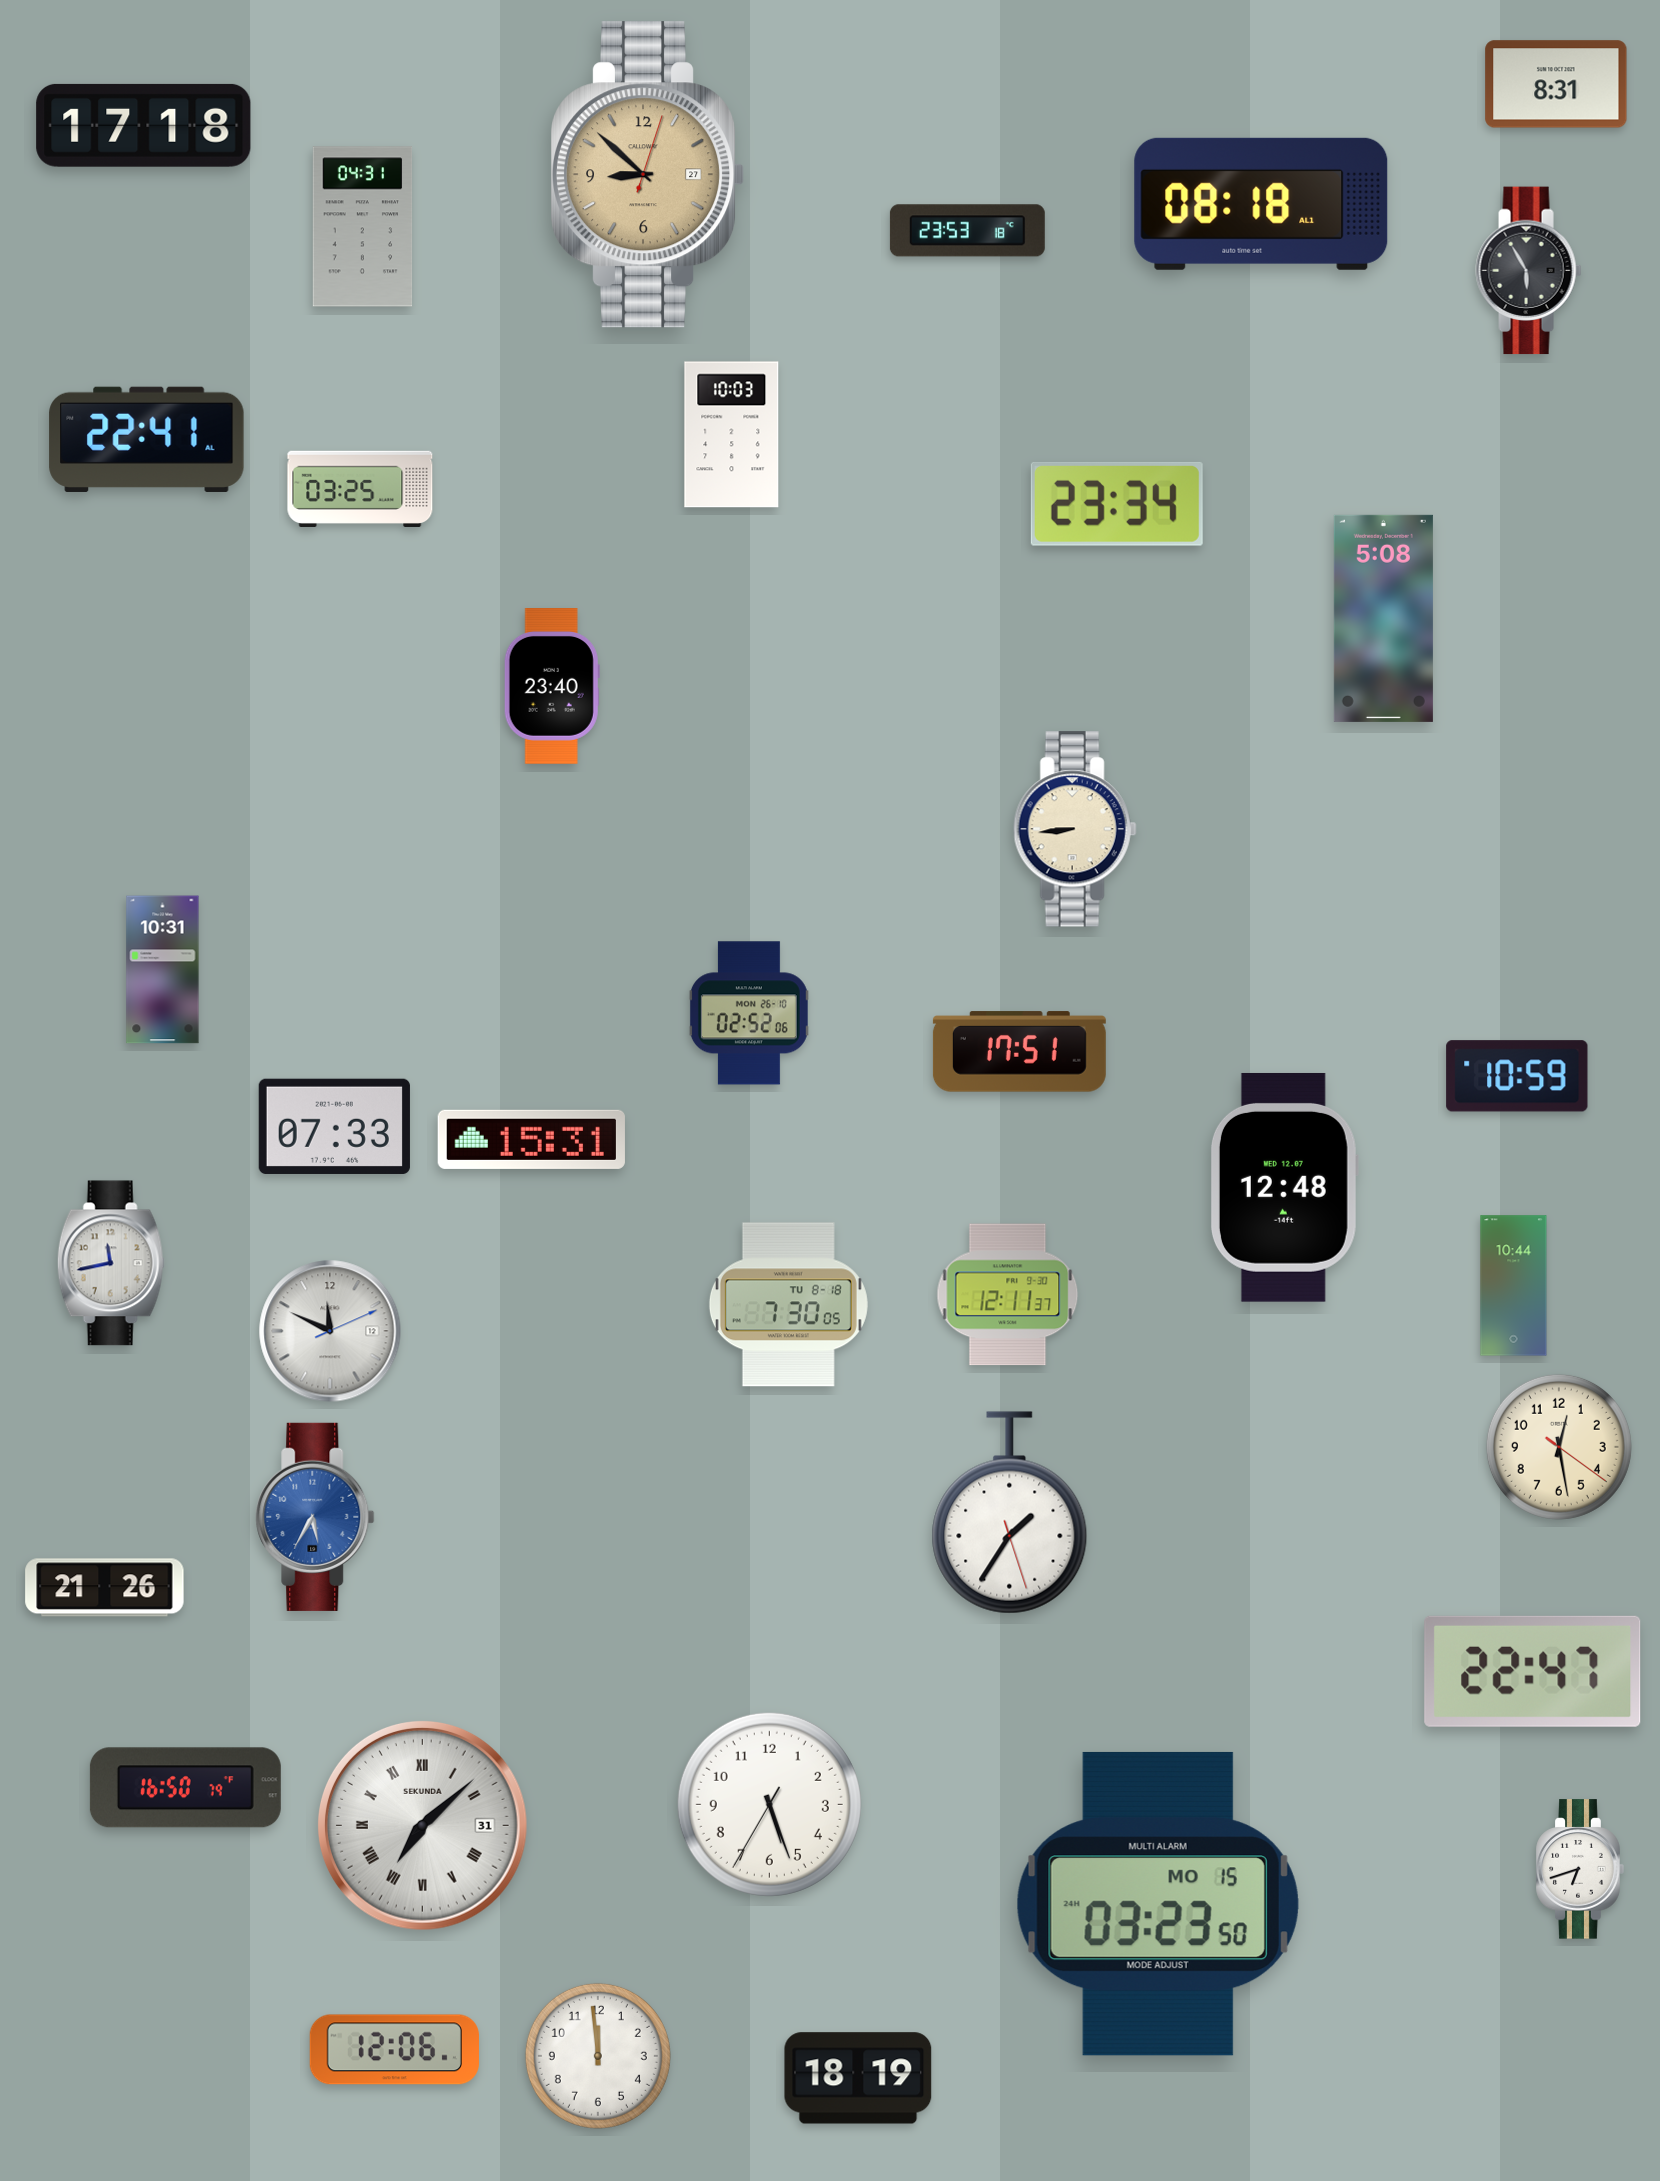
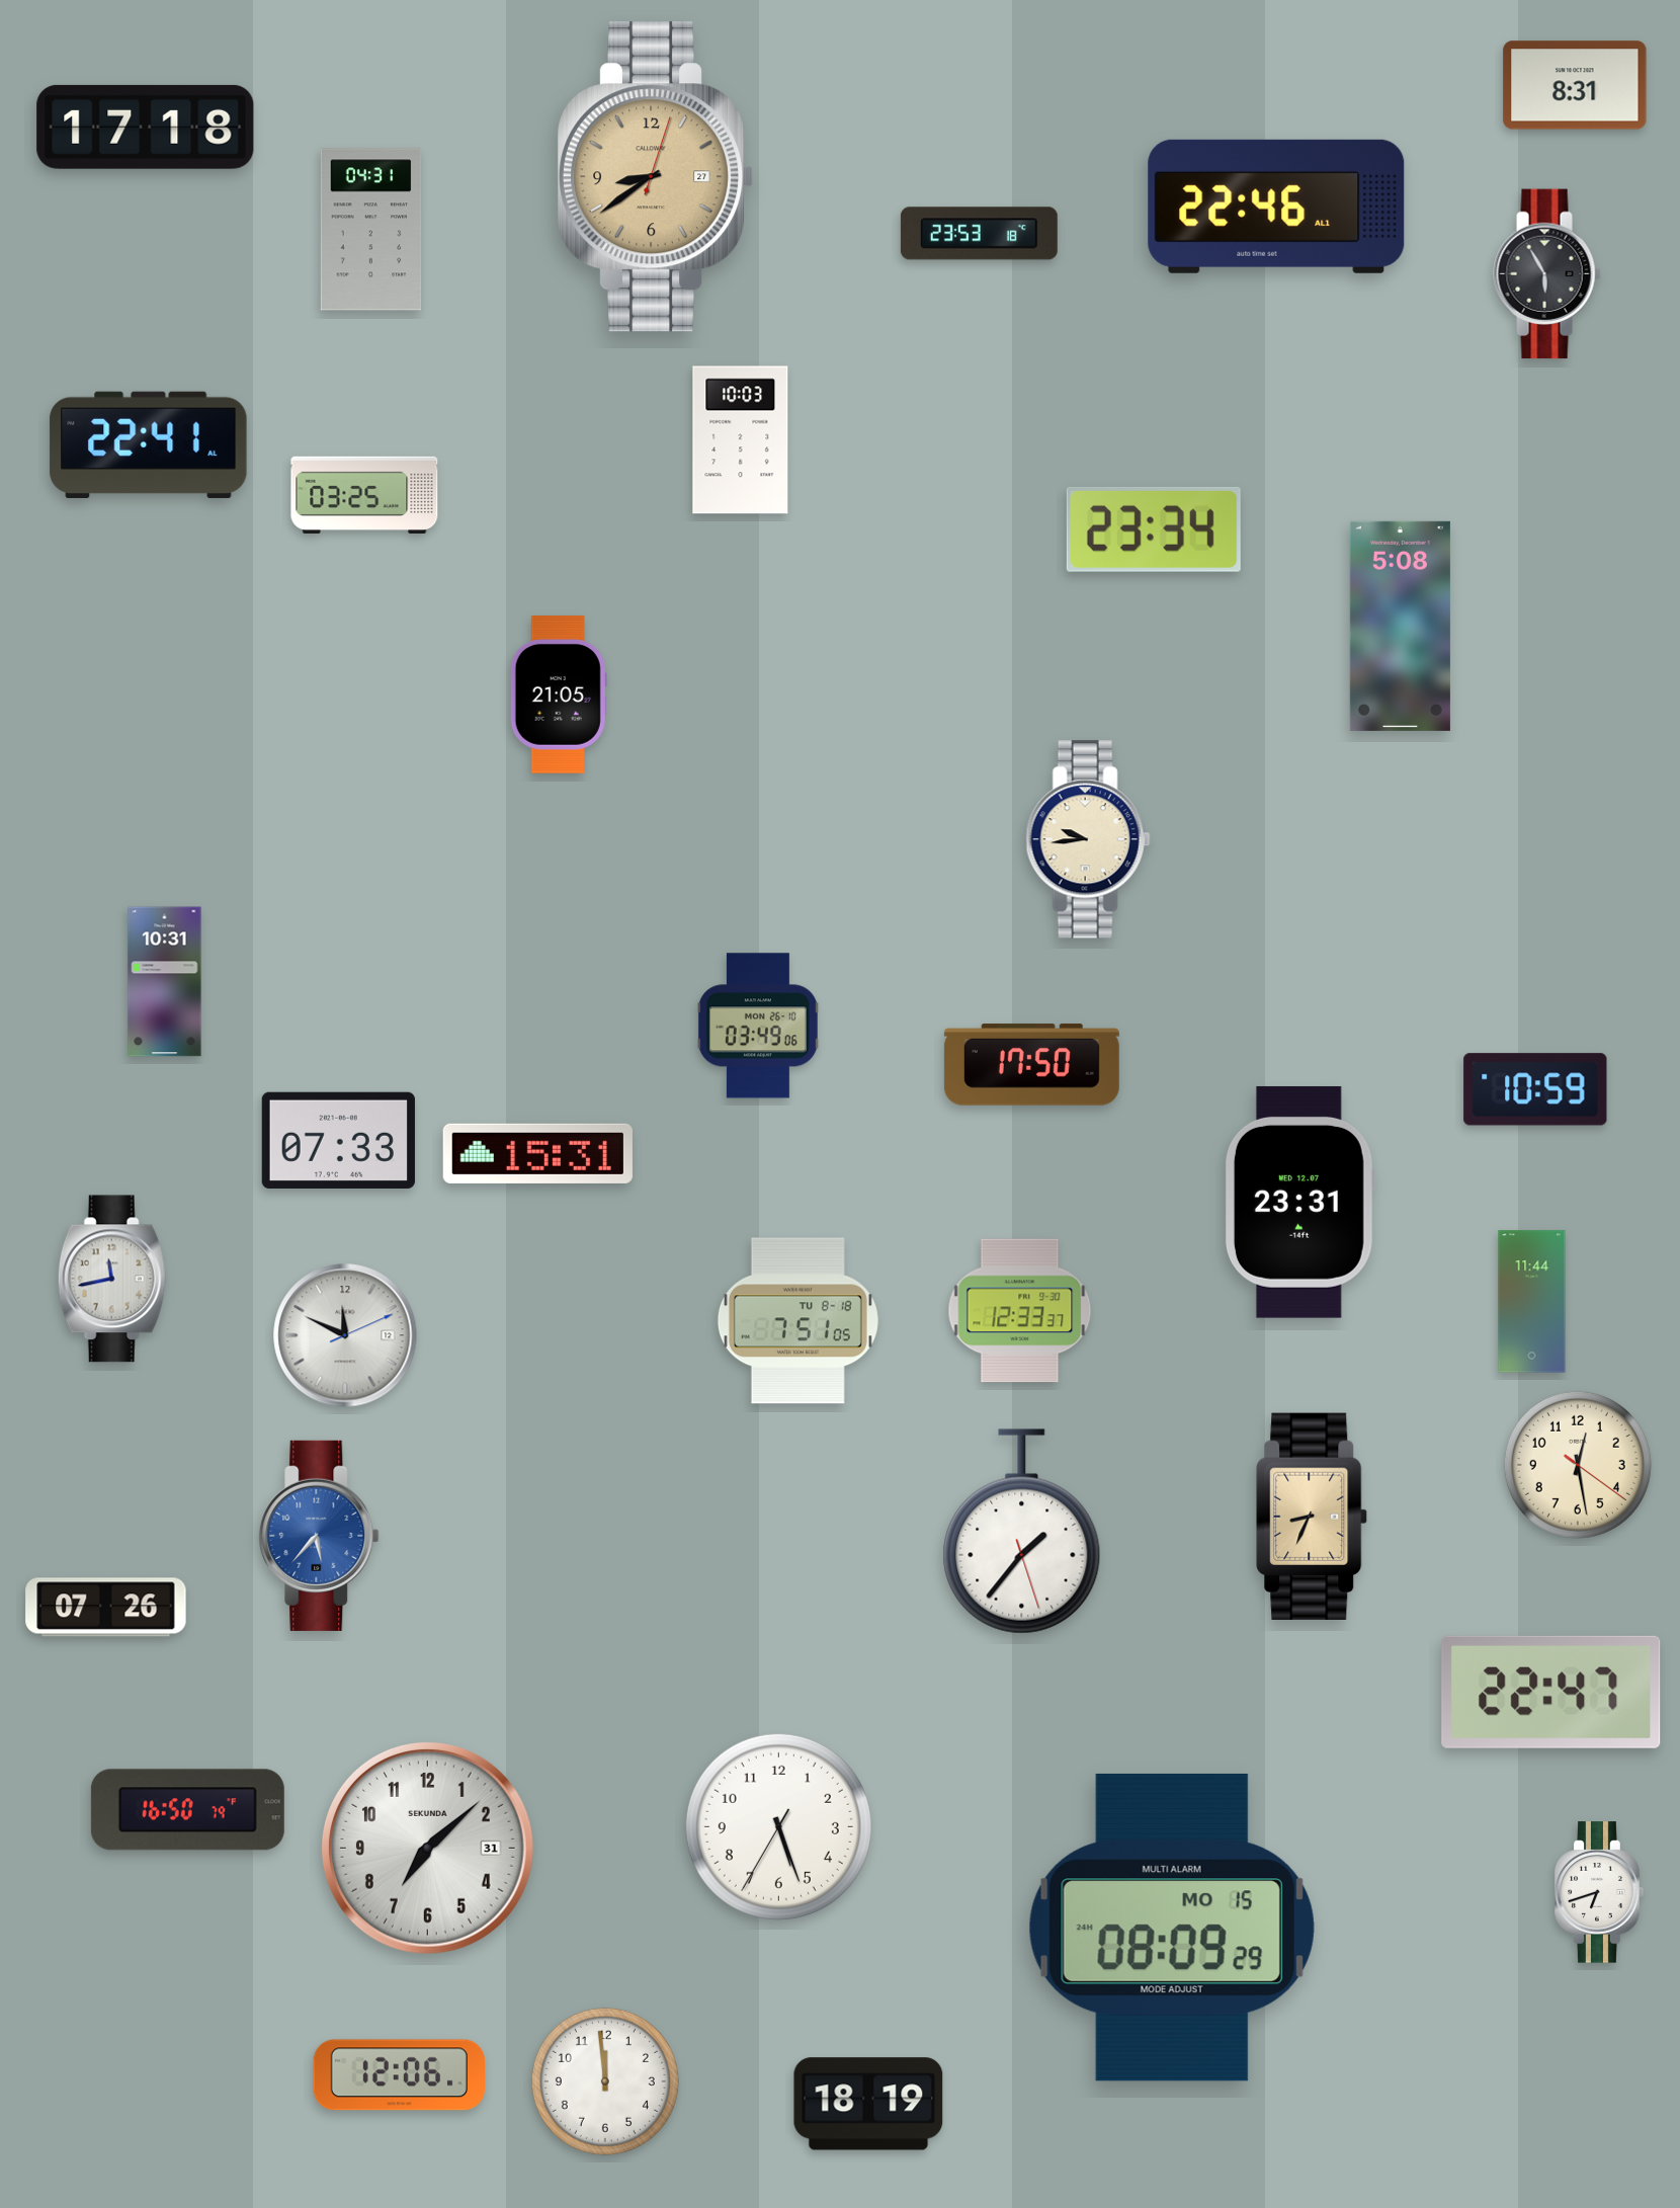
clock at (648, 175): 8:52 -> 8:39
clock at (1261, 204): 08:18 -> 22:46
clock at (363, 227) position: (363, 227) -> (371, 230)
clock at (1117, 504) position: (1117, 504) -> (1154, 529)
clock at (552, 687): 23:40 -> 21:05
clock at (1075, 829): 8:44 -> 9:44
clock at (749, 1013): 02:52 -> 03:49
clock at (1019, 1052): 17:51 -> 17:50
clock at (1284, 1187): 12:48 -> 23:31
clock at (1514, 1286): 10:44 -> 11:44
clock at (1008, 1295): 12:11 -> 12:33
clock at (788, 1305): 7:30 -> 7:51
clock at (330, 1331) position: (330, 1331) -> (345, 1335)
clock at (1312, 1517): none -> 8:34
clock at (1010, 1513): 1:35 -> 1:36
clock at (315, 1517): 5:35 -> 5:37
clock at (105, 1588): 21:26 -> 07:26
clock at (423, 1826) numerals: Roman -> Arabic
clock at (1158, 1904): 03:23 -> 08:09
